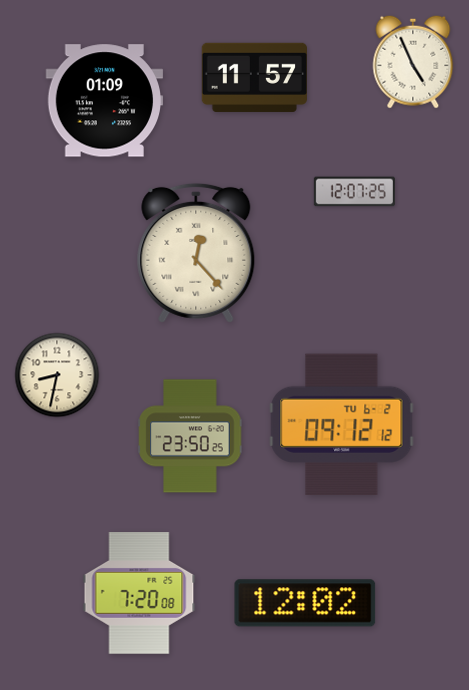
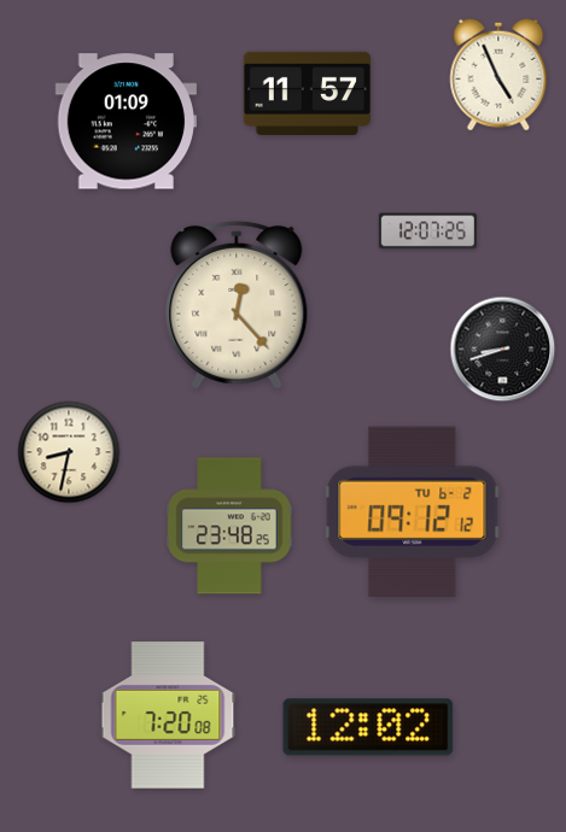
clock at (503, 350): none -> 8:42
clock at (190, 436): 23:50 -> 23:48
